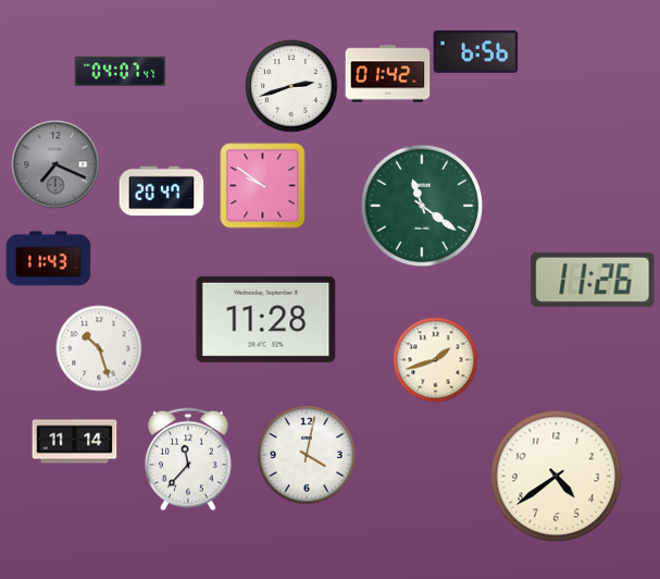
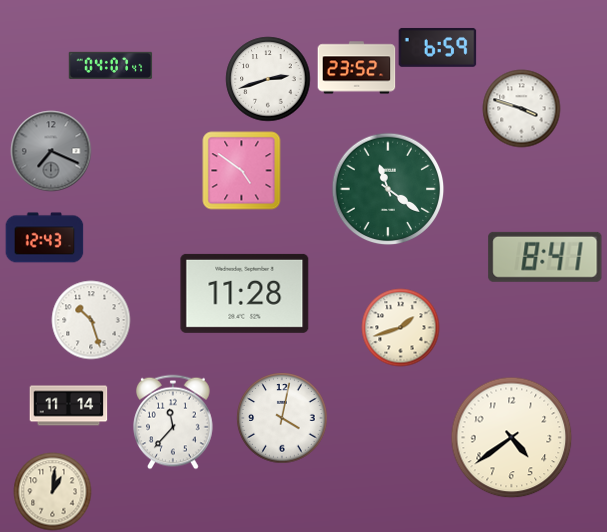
clock at (475, 52): 6:56 -> 6:59
clock at (387, 74): 01:42 -> 23:52
clock at (521, 108): none -> 3:48
clock at (262, 185): 9:51 -> 4:51
clock at (161, 192): 20:47 -> none
clock at (48, 259): 11:43 -> 12:43
clock at (593, 280): 11:26 -> 8:41
clock at (435, 359) position: (435, 359) -> (400, 327)
clock at (52, 491): none -> 1:01
